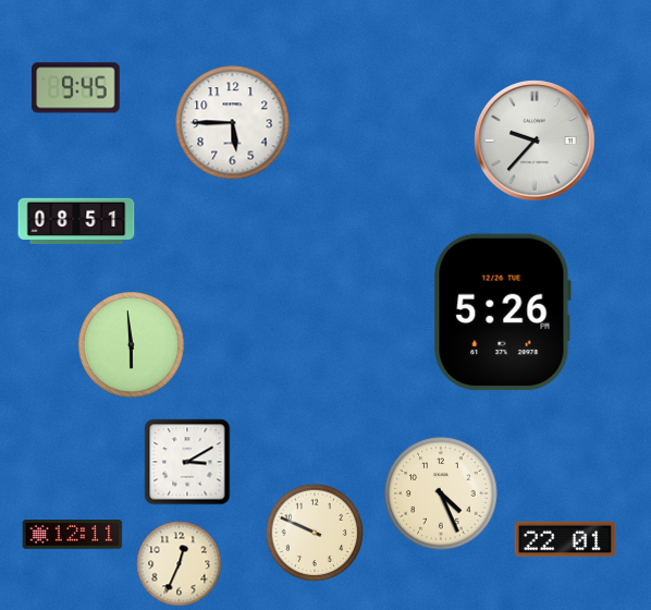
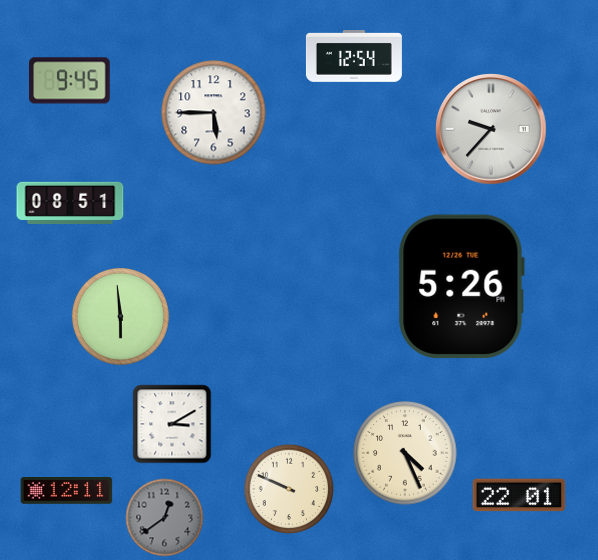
clock at (354, 57): none -> 12:54
clock at (180, 564): 12:34 -> 12:39
clock at (180, 564) dial: cream -> grey
